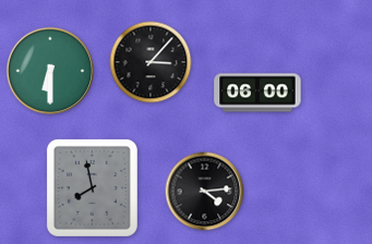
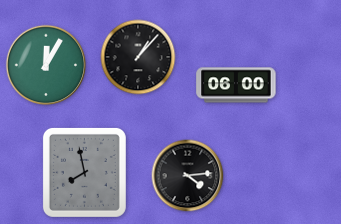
clock at (151, 62): 3:07 -> 1:07
clock at (50, 71): 6:30 -> 12:05
